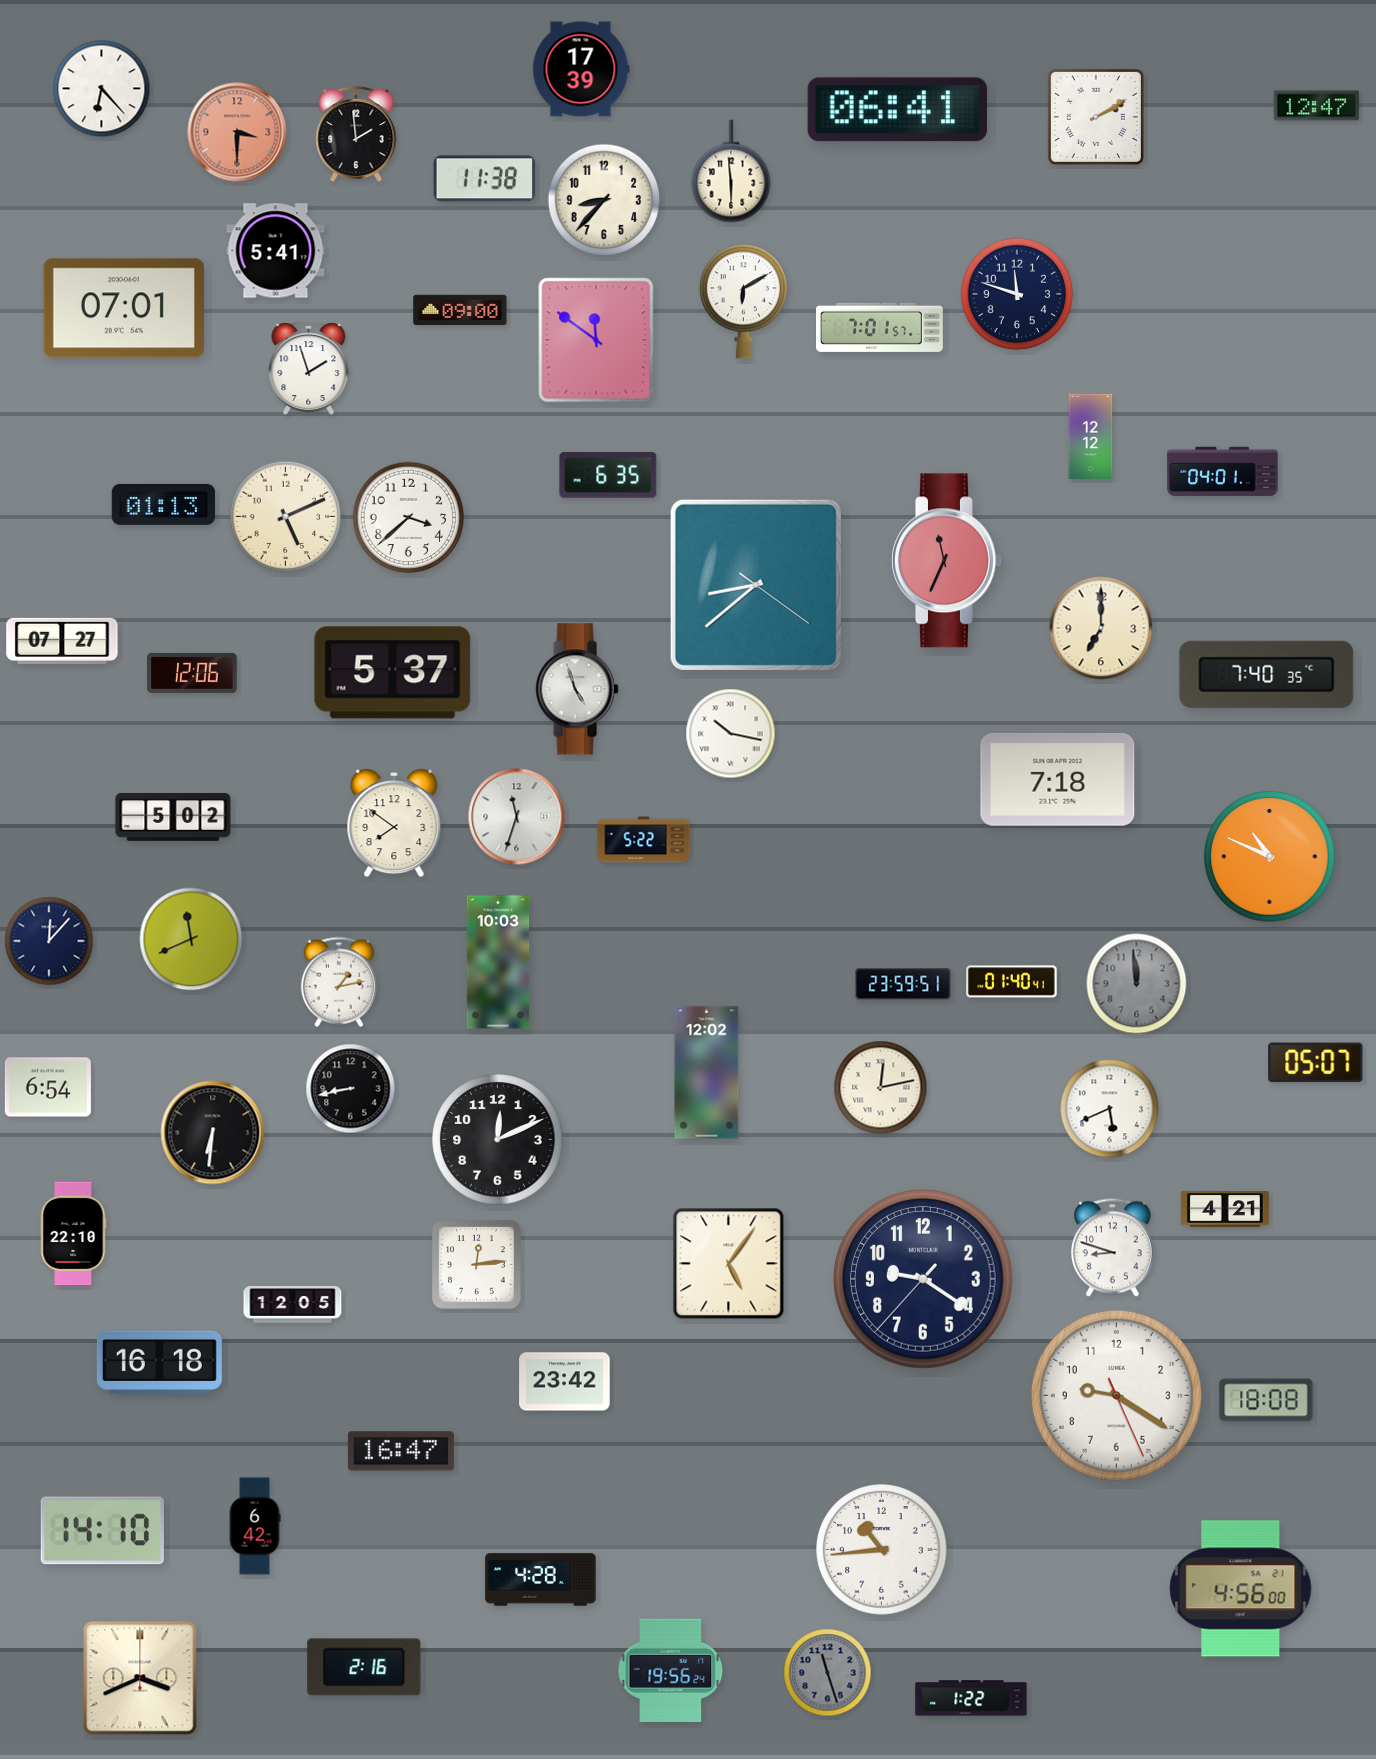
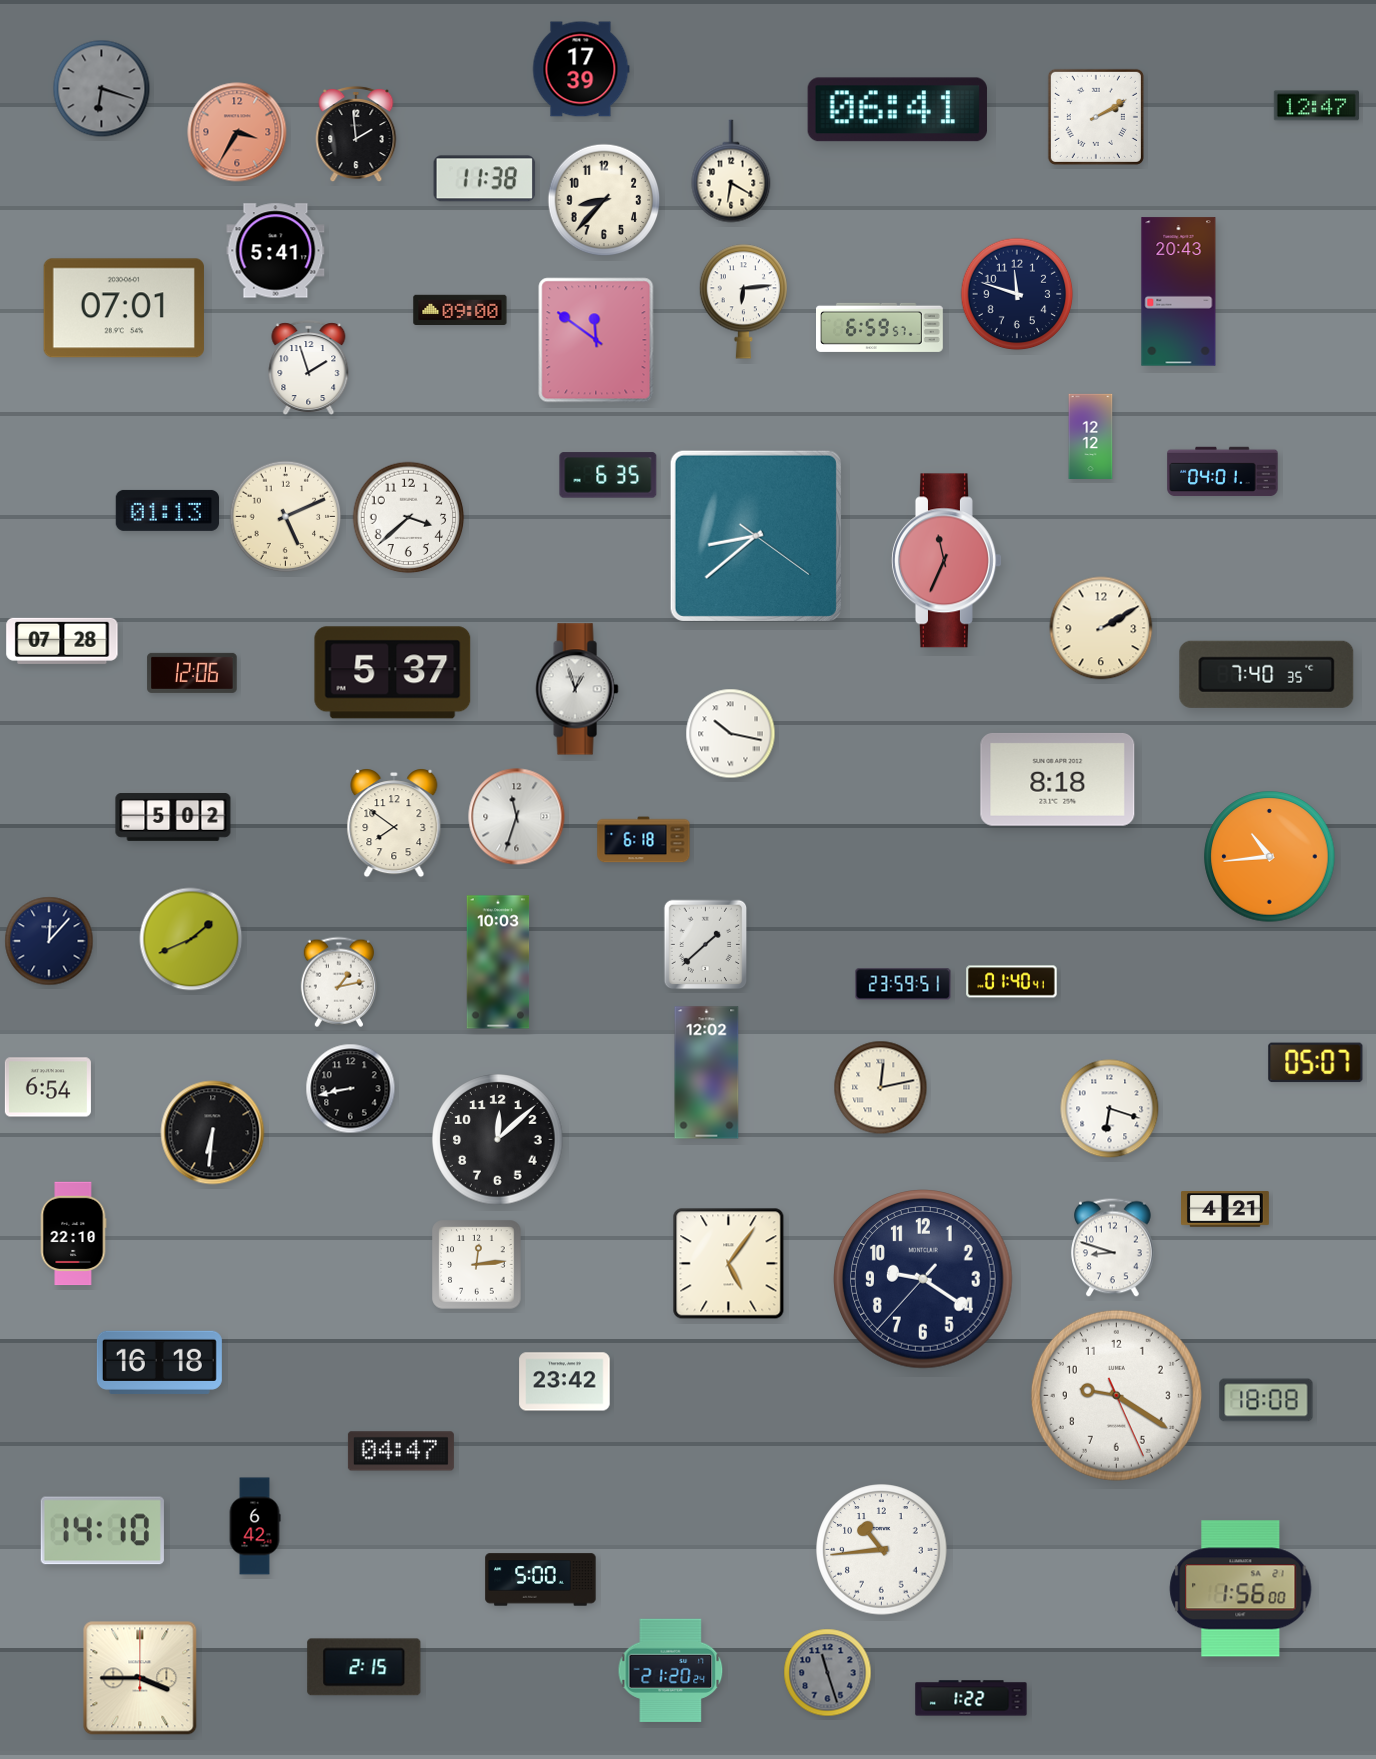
clock at (102, 89): 6:23 -> 6:18
clock at (102, 89) dial: white -> grey
clock at (237, 132): 3:30 -> 3:35
clock at (731, 171): 5:59 -> 6:20
clock at (1179, 292): none -> 20:43
clock at (743, 302): 6:10 -> 6:14
clock at (880, 327): 7:01 -> 6:59
clock at (164, 504) position: (164, 504) -> (168, 510)
clock at (756, 585) position: (756, 585) -> (756, 536)
clock at (1101, 628): 7:00 -> 2:10
clock at (62, 641): 07:27 -> 07:28
clock at (577, 689): 4:57 -> 12:57
clock at (1058, 779): 7:18 -> 8:18
clock at (644, 840): 5:22 -> 6:18
clock at (1270, 857): 10:49 -> 10:44
clock at (191, 939): 11:41 -> 1:41
clock at (706, 945): none -> 1:38
clock at (1137, 984): 11:59 -> none
clock at (1110, 1109): 5:41 -> 6:18
clock at (498, 1140): 12:11 -> 12:08
clock at (293, 1305): 12:05 -> none
clock at (401, 1451): 16:47 -> 04:47
clock at (541, 1580): 4:28 -> 5:00
clock at (1241, 1589): 4:56 -> 1:56
clock at (364, 1667): 2:16 -> 2:15
clock at (671, 1670): 19:56 -> 21:20
clock at (140, 1678): 3:41 -> 3:45
